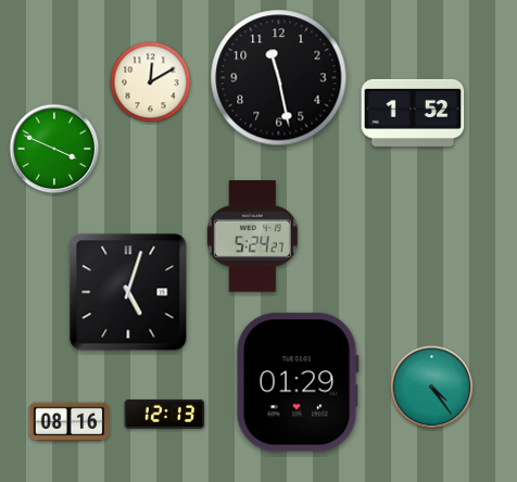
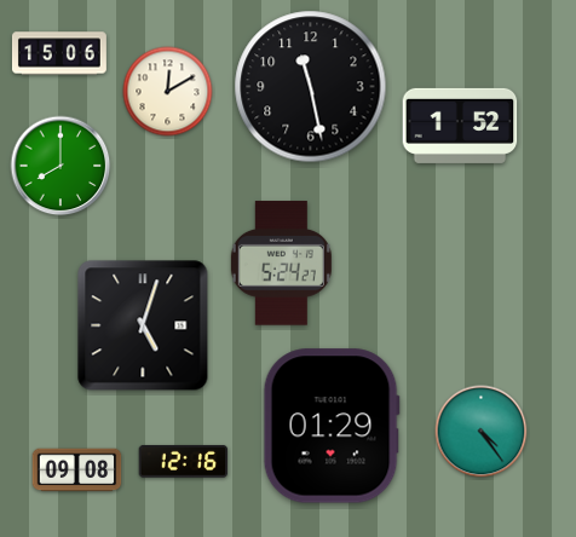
clock at (59, 53): none -> 15:06
clock at (54, 149): 3:49 -> 8:00
clock at (165, 415): 12:13 -> 12:16
clock at (70, 422): 08:16 -> 09:08
